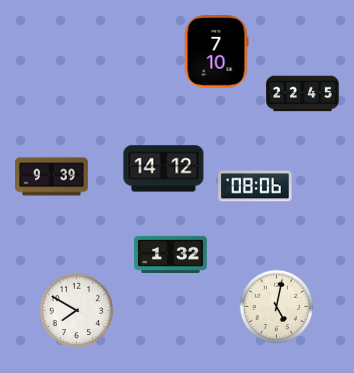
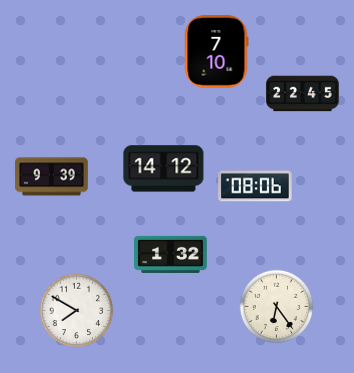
clock at (277, 307): 5:02 -> 6:24
